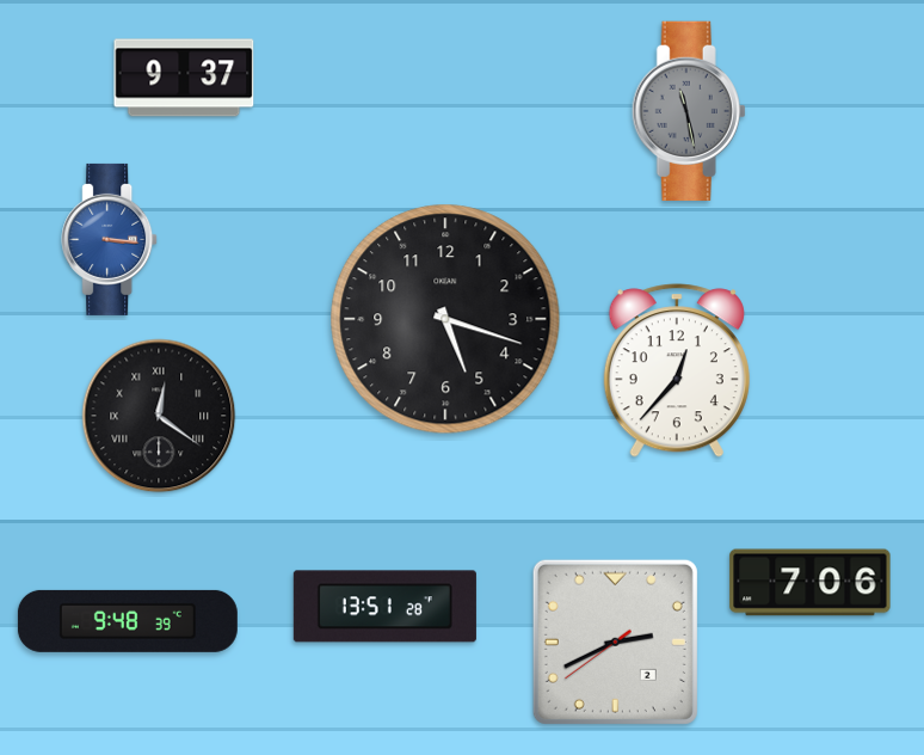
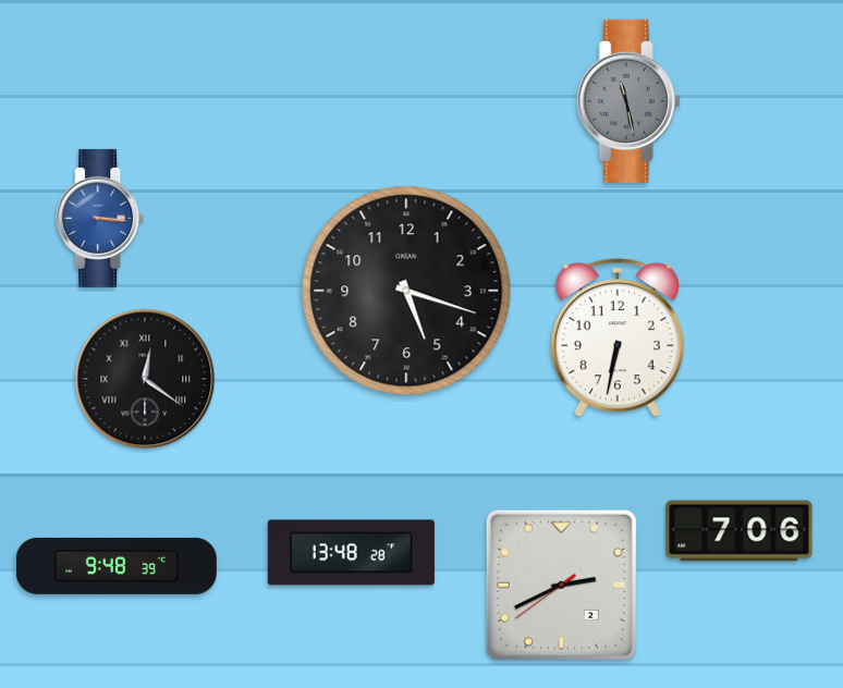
clock at (184, 78): 9:37 -> none
clock at (677, 370): 12:37 -> 6:32
clock at (384, 607): 13:51 -> 13:48
